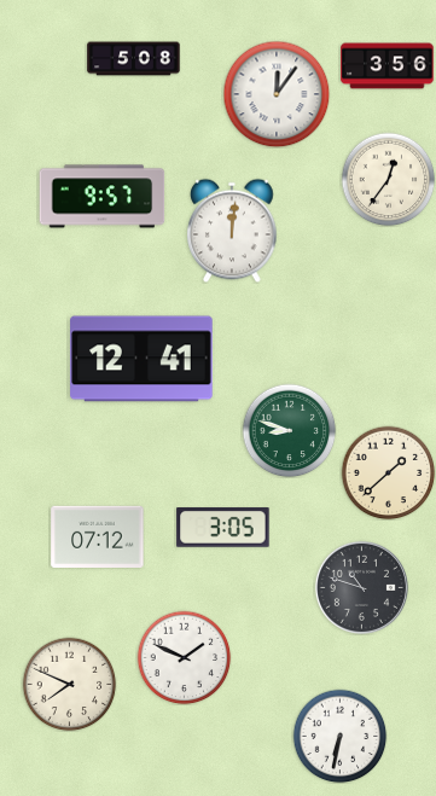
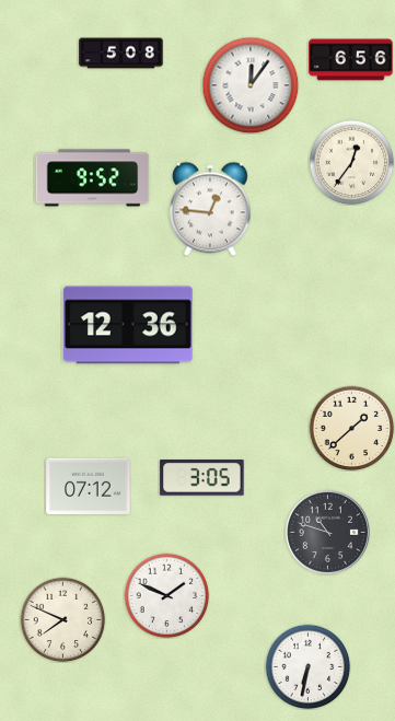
clock at (388, 66): 3:56 -> 6:56
clock at (103, 197): 9:57 -> 9:52
clock at (232, 231): 12:01 -> 12:46
clock at (141, 359): 12:41 -> 12:36
clock at (289, 430): 8:48 -> none
